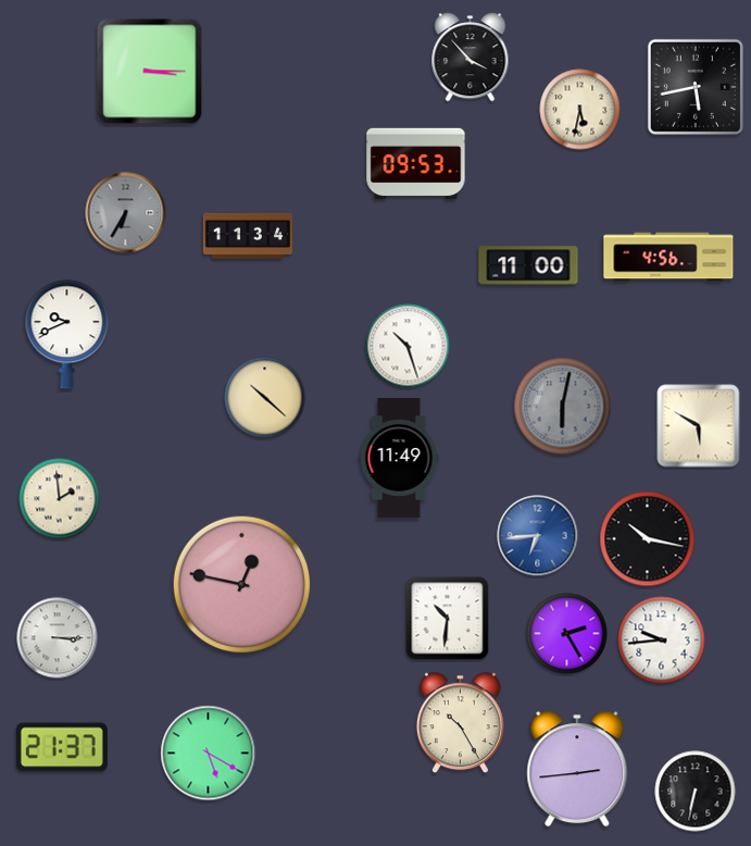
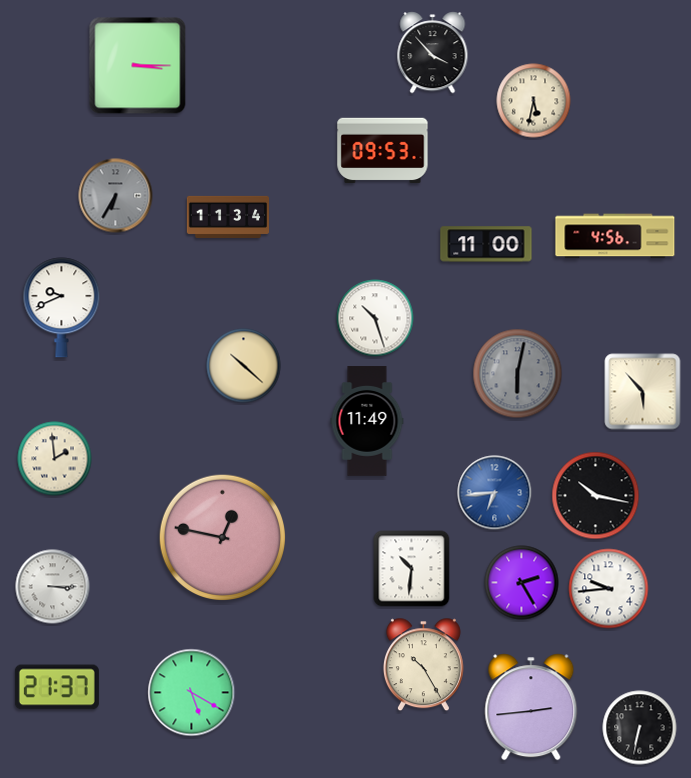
clock at (696, 87): 5:43 -> none
clock at (699, 426): 5:50 -> 5:53
